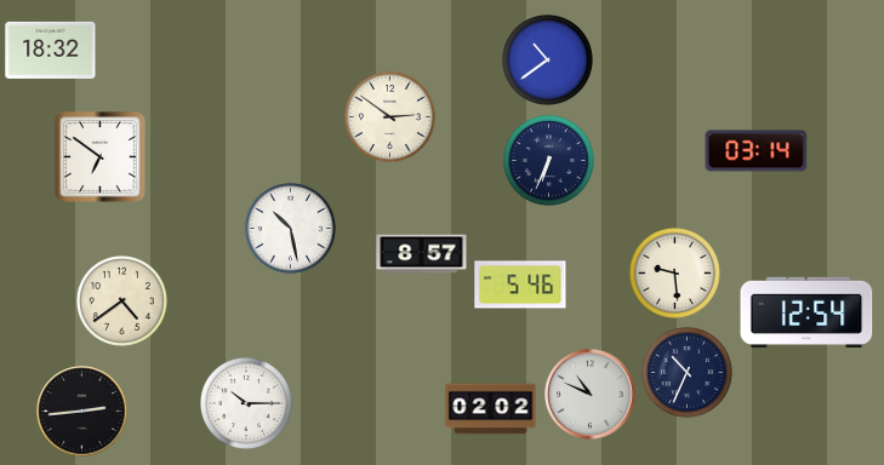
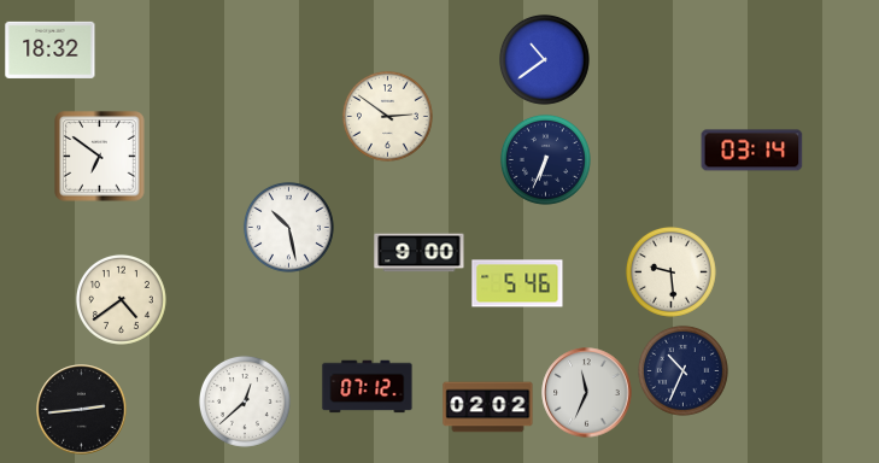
clock at (422, 254): 8:57 -> 9:00
clock at (806, 311): 12:54 -> none
clock at (368, 387): none -> 07:12
clock at (591, 395): 10:49 -> 11:34
clock at (246, 403): 10:15 -> 12:38
